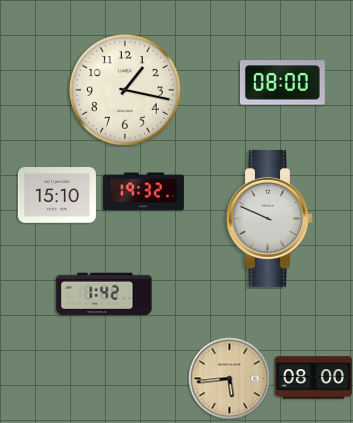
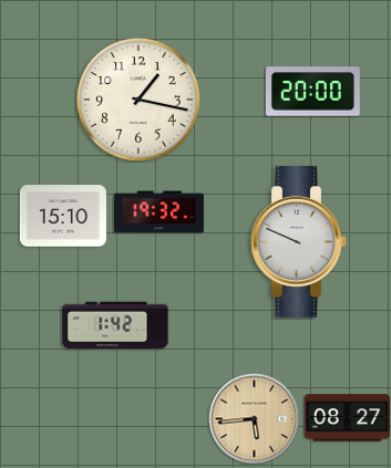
clock at (283, 83): 08:00 -> 20:00
clock at (313, 378): 08:00 -> 08:27
